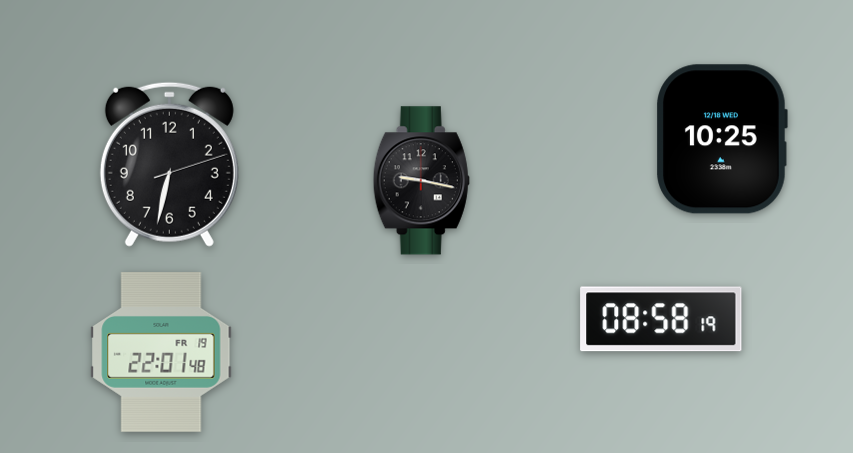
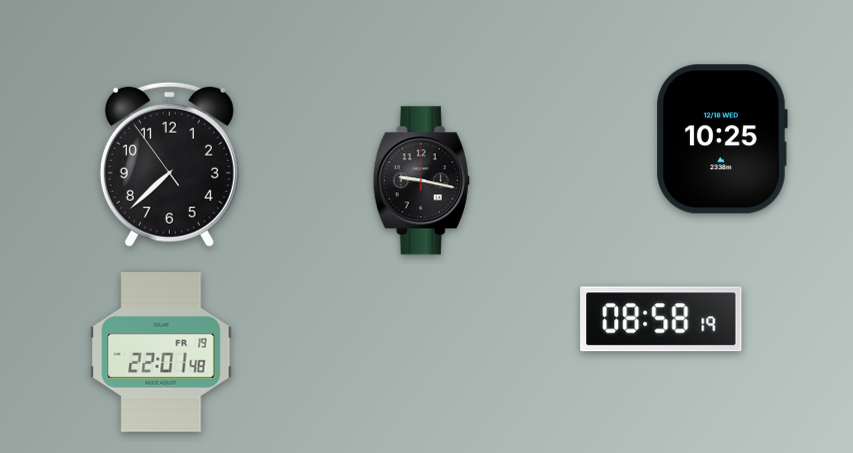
clock at (169, 164): 6:32 -> 7:37
